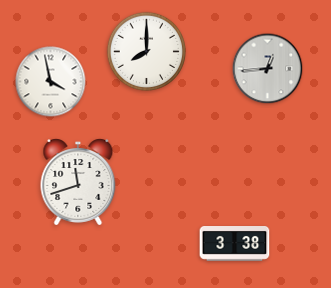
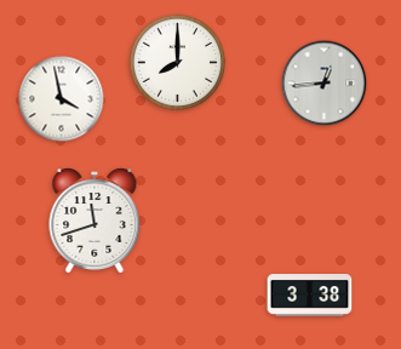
clock at (235, 244) position: (235, 244) -> (310, 296)
